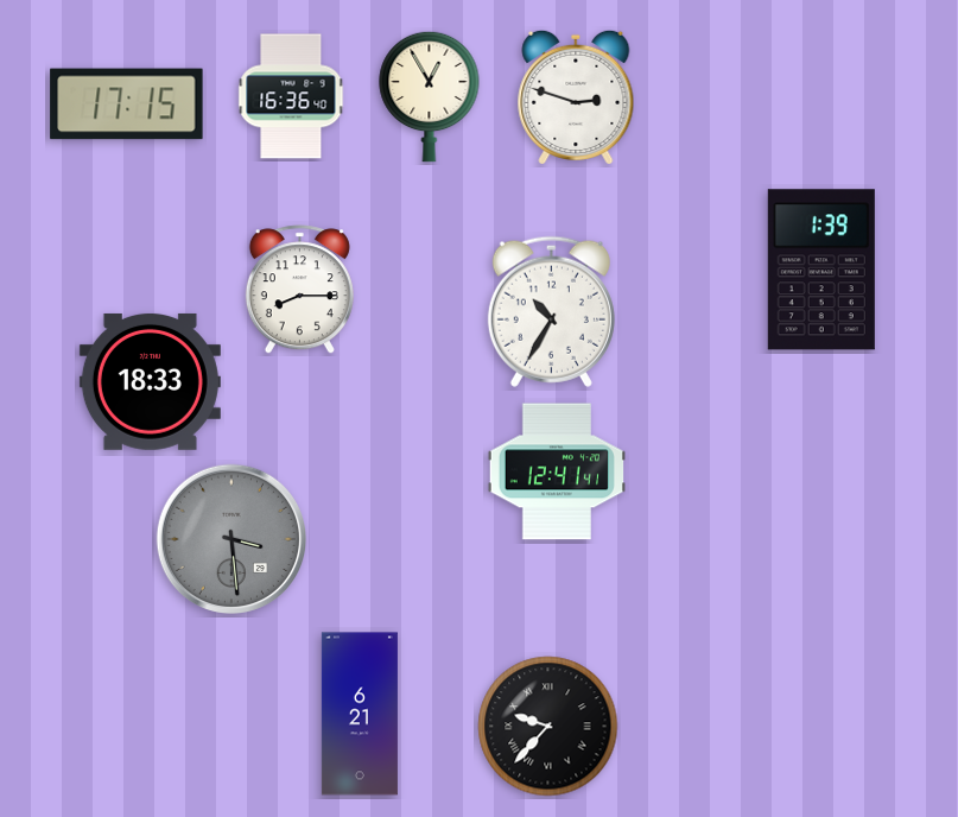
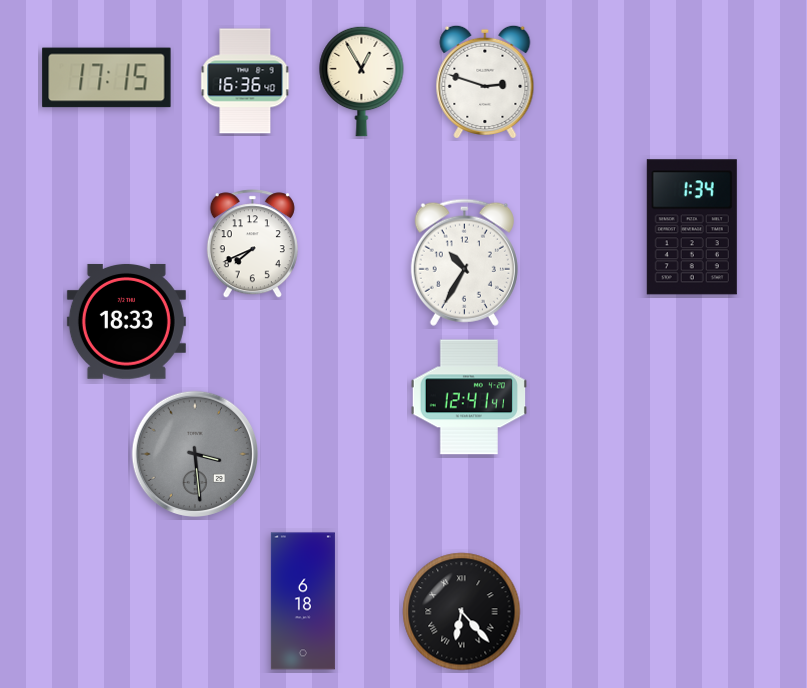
clock at (127, 104) position: (127, 104) -> (107, 78)
clock at (821, 270): 1:39 -> 1:34
clock at (299, 290): 8:15 -> 7:41
clock at (360, 714): 6:21 -> 6:18
clock at (548, 727): 9:37 -> 6:23
